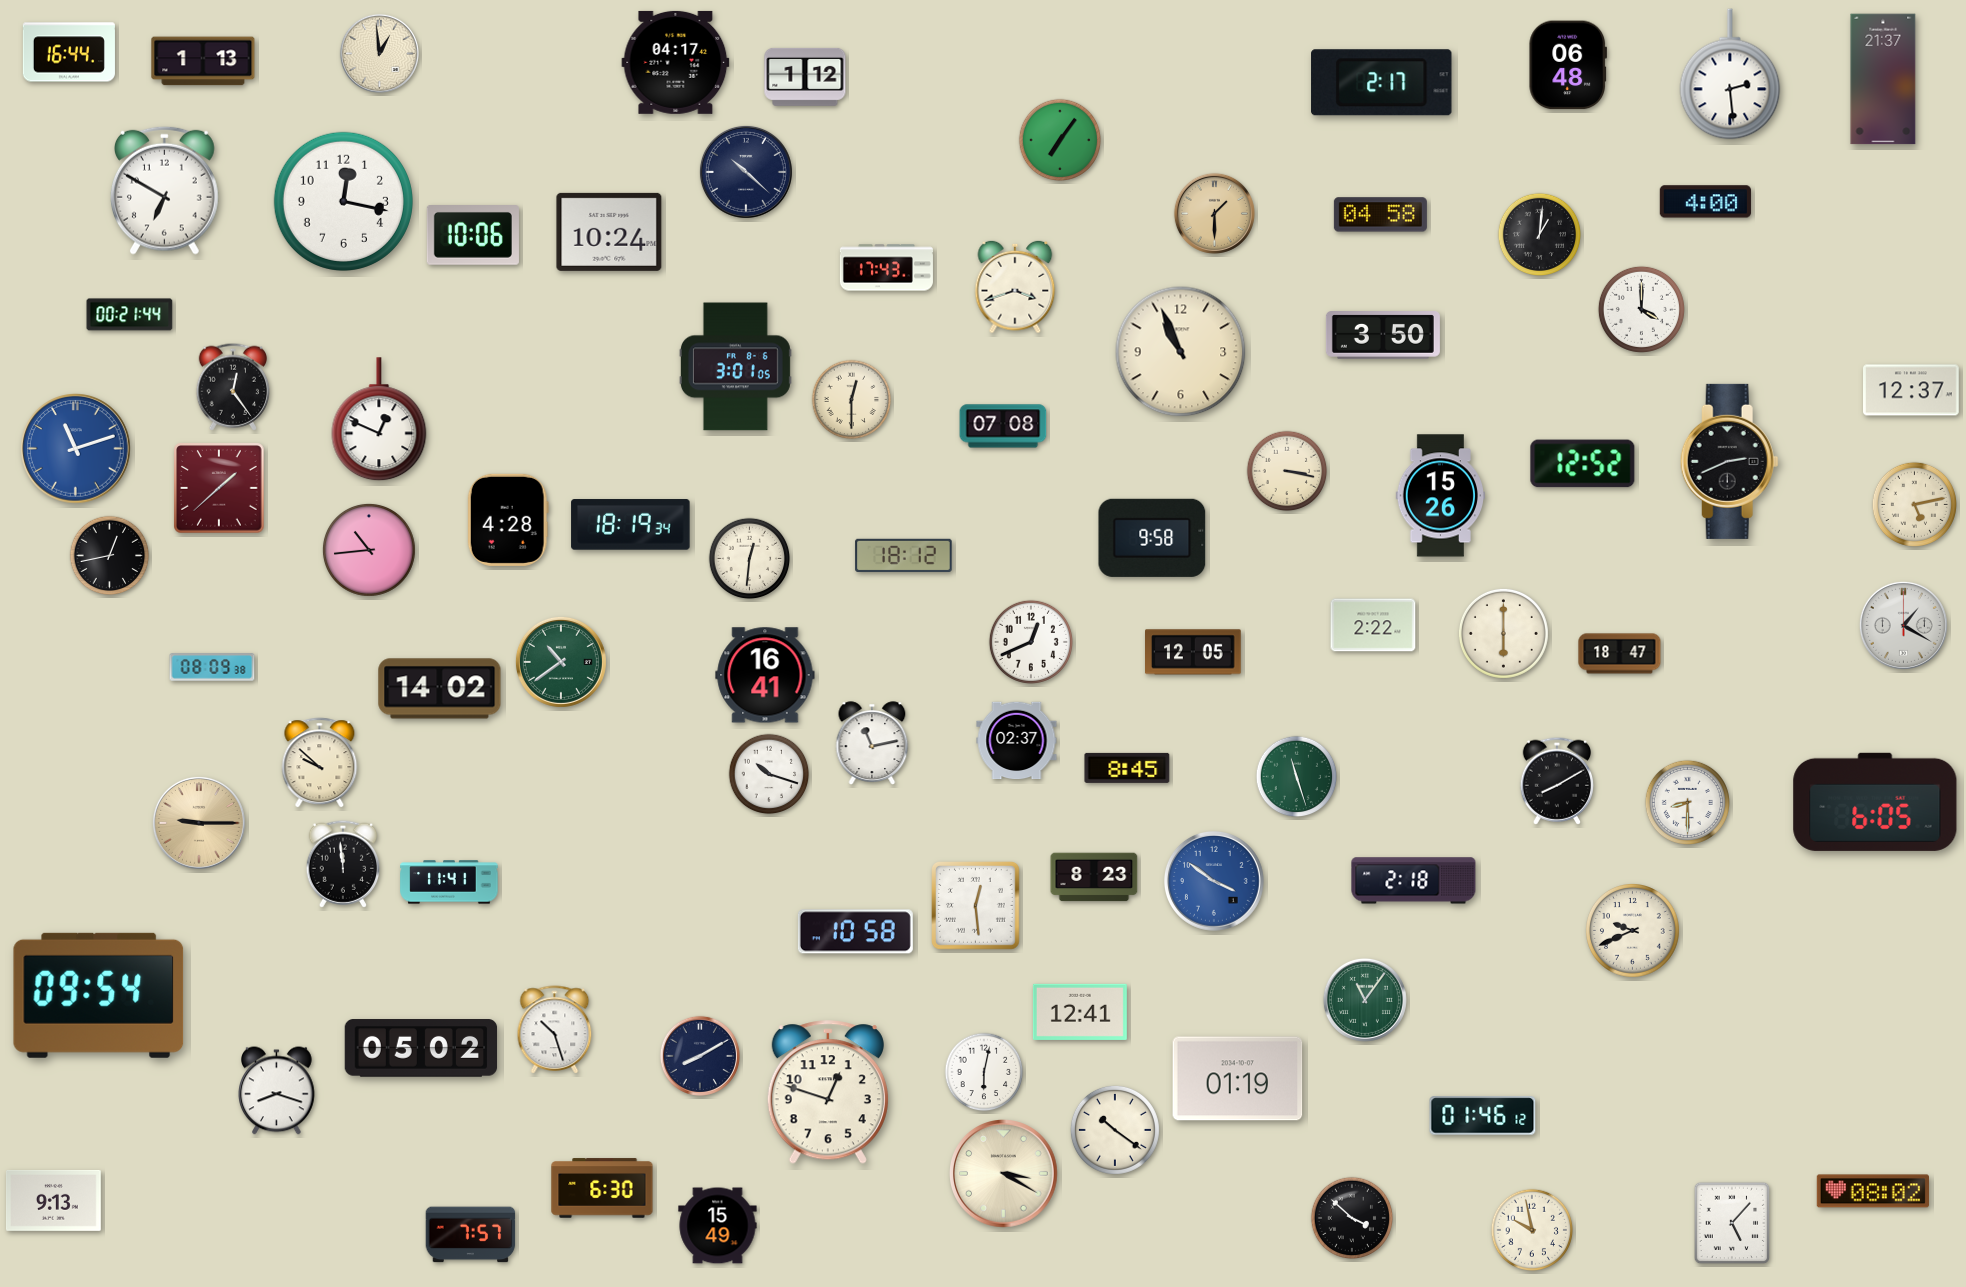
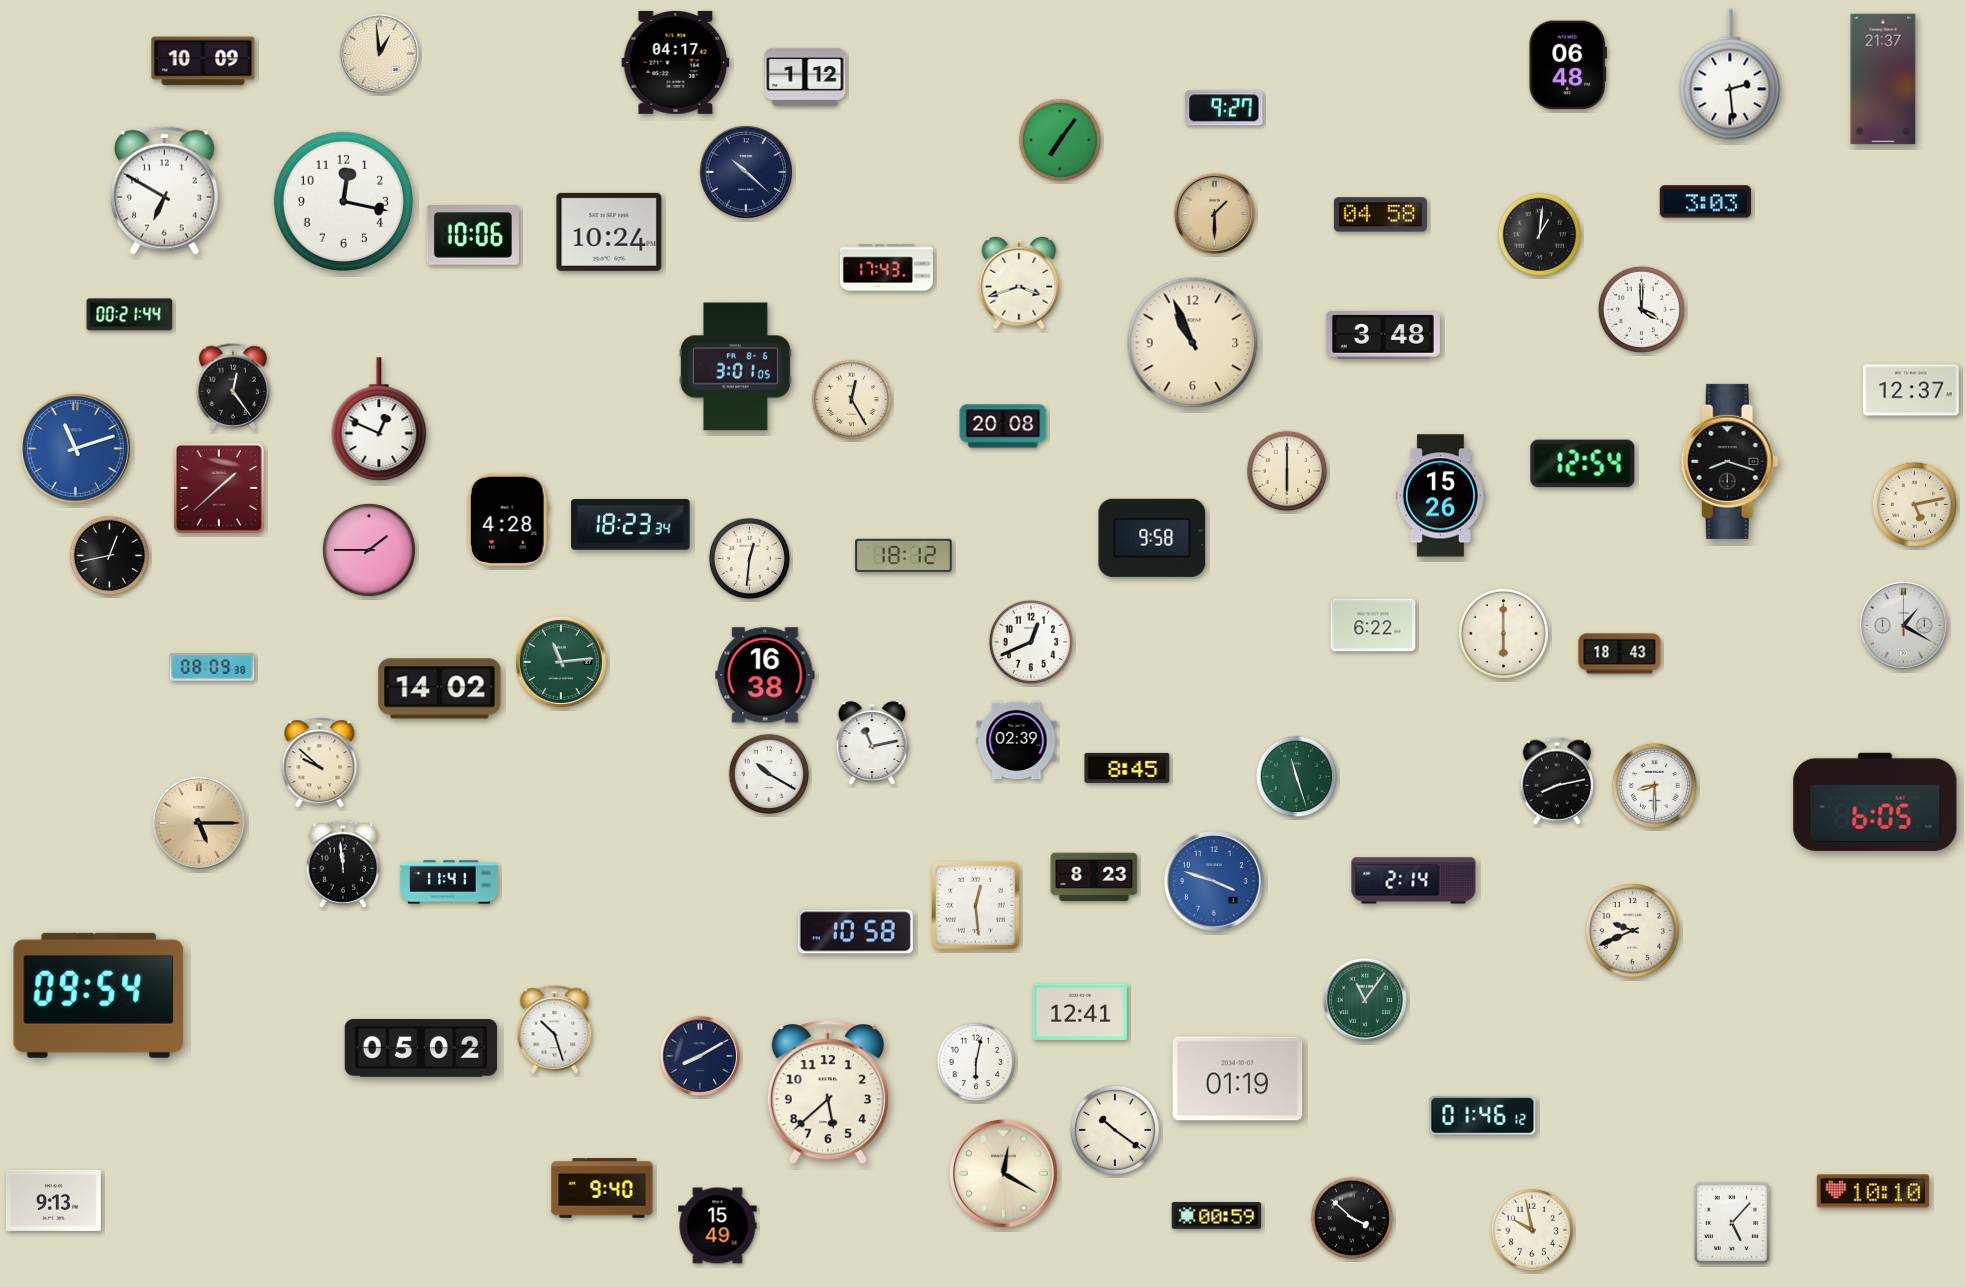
clock at (69, 52): 16:44 -> none
clock at (203, 61): 1:13 -> 10:09
clock at (1382, 83): 2:17 -> none
clock at (1224, 108): none -> 9:27
clock at (1705, 202): 4:00 -> 3:03
clock at (1015, 287) position: (1015, 287) -> (1019, 283)
clock at (1383, 336): 3:50 -> 3:48
clock at (1181, 352) position: (1181, 352) -> (1193, 343)
clock at (852, 400): 12:30 -> 12:25
clock at (1003, 426): 07:08 -> 20:08
clock at (1729, 461): 2:41 -> 8:18
clock at (1583, 464): 12:52 -> 12:54
clock at (1287, 471): 3:17 -> 6:00
clock at (631, 525): 18:19 -> 18:23
clock at (369, 550): 10:44 -> 1:45
clock at (1373, 625): 2:22 -> 6:22
clock at (1194, 652): 12:05 -> none
clock at (1620, 654): 18:47 -> 18:43
clock at (561, 662): 10:39 -> 11:14
clock at (765, 675): 16:41 -> 16:38
clock at (1017, 741): 02:37 -> 02:39
clock at (769, 774): 10:18 -> 10:20
clock at (1556, 781): 8:10 -> 8:13
clock at (1687, 802) position: (1687, 802) -> (1654, 785)
clock at (199, 823): 9:15 -> 5:15
clock at (1214, 881): 3:51 -> 3:48
clock at (1414, 881): 2:18 -> 2:14
clock at (984, 1072) position: (984, 1072) -> (976, 1062)
clock at (277, 1091): 8:18 -> none
clock at (828, 1093): 12:48 -> 5:38
clock at (1004, 1174): 3:20 -> 12:20
clock at (602, 1188): 6:30 -> 9:40
clock at (1873, 1191): 08:02 -> 10:10
clock at (1217, 1216): none -> 00:59
clock at (471, 1235): 7:57 -> none
